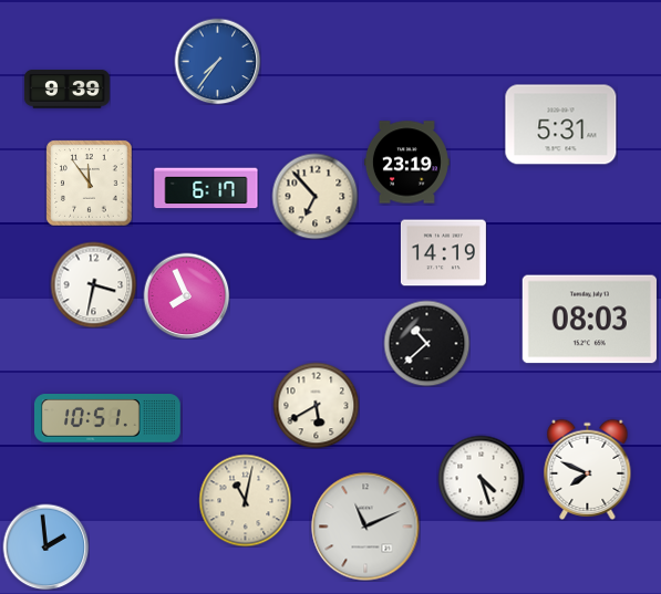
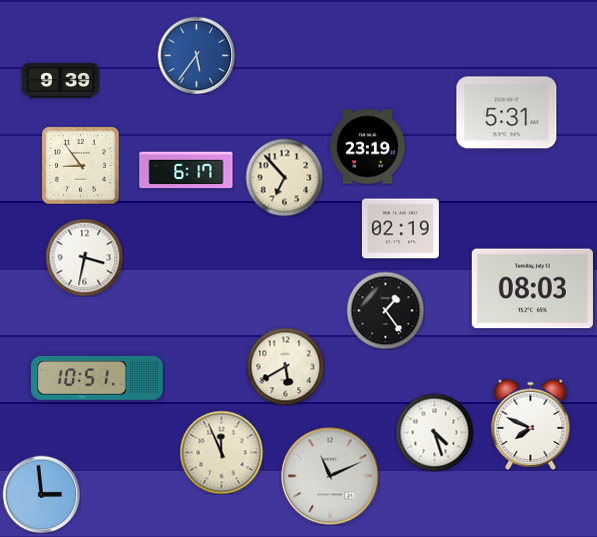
clock at (217, 61): 7:36 -> 5:36
clock at (89, 183): 11:54 -> 8:54
clock at (443, 253): 14:19 -> 02:19
clock at (186, 295): 7:56 -> none
clock at (426, 343): 10:38 -> 1:24
clock at (245, 500): 11:02 -> 11:56
clock at (45, 546): 1:59 -> 2:59
